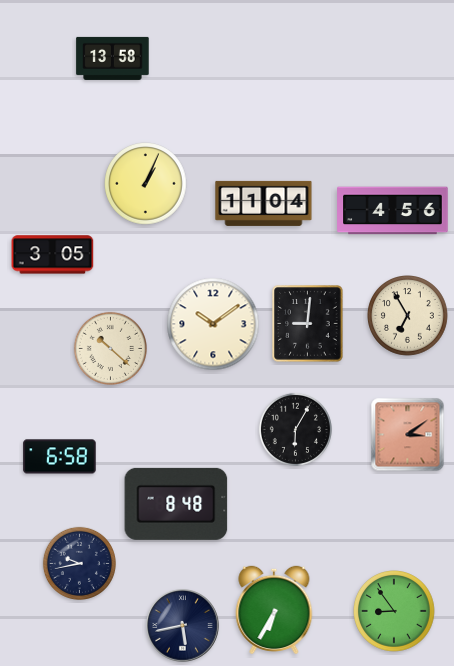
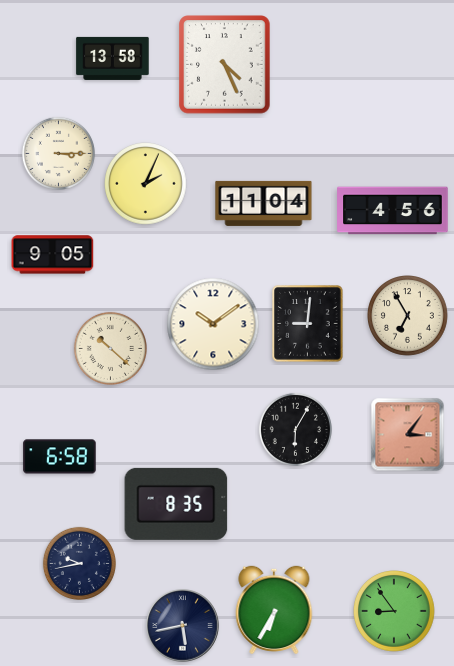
clock at (225, 65): none -> 4:26
clock at (58, 153): none -> 3:15
clock at (146, 184): 1:04 -> 2:04
clock at (53, 255): 3:05 -> 9:05
clock at (408, 435): 3:09 -> 3:06
clock at (176, 504): 8:48 -> 8:35
